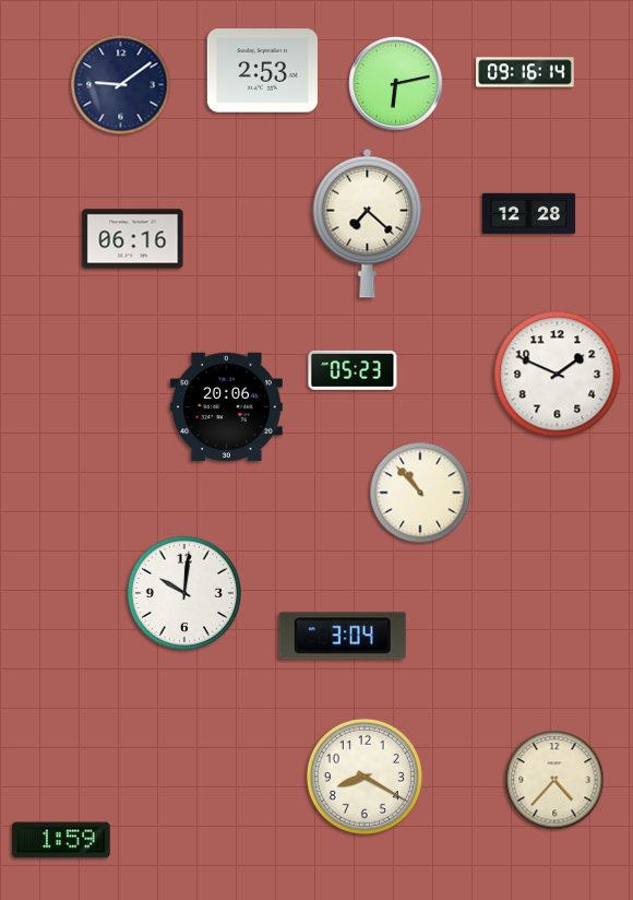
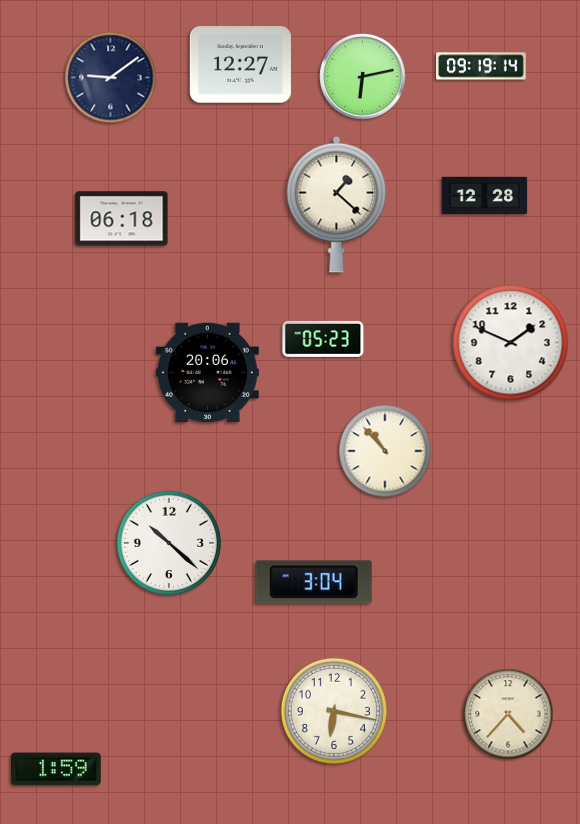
clock at (262, 71): 2:53 -> 12:27
clock at (525, 72): 09:16 -> 09:19
clock at (368, 223): 7:22 -> 1:22
clock at (133, 239): 06:16 -> 06:18
clock at (184, 593): 10:01 -> 10:22
clock at (365, 777): 8:20 -> 6:17
